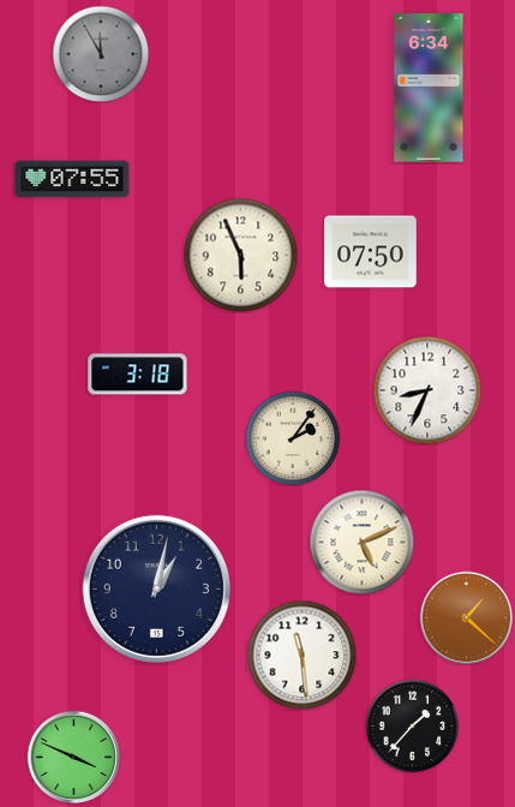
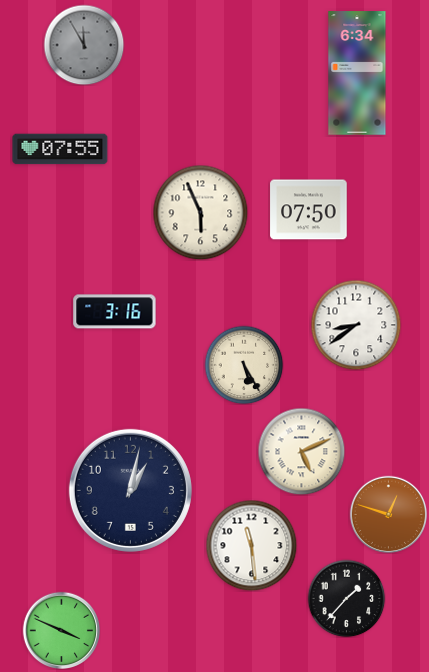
clock at (138, 375): 3:18 -> 3:16
clock at (427, 390): 8:34 -> 8:39
clock at (293, 438): 2:06 -> 5:25
clock at (466, 617): 1:22 -> 12:48
clock at (412, 725) position: (412, 725) -> (346, 598)
